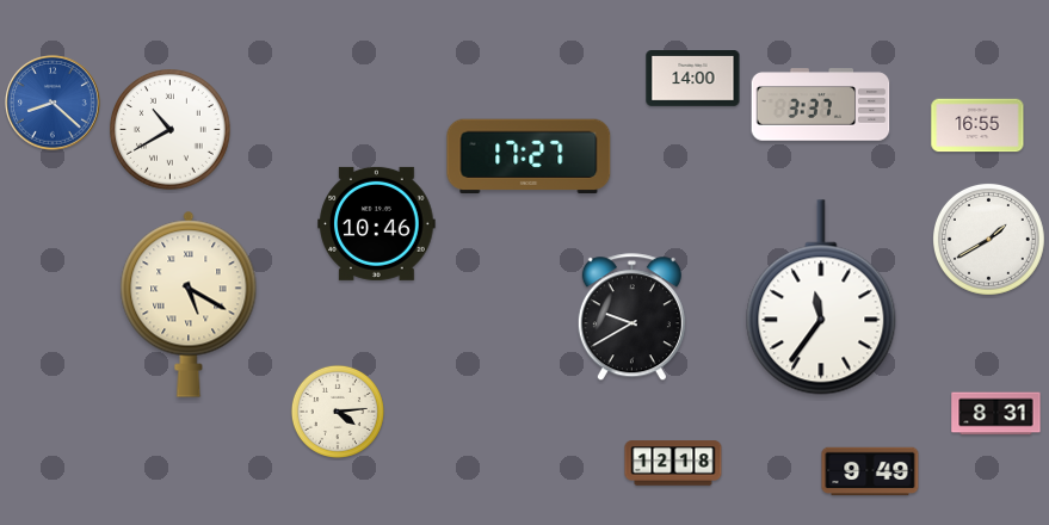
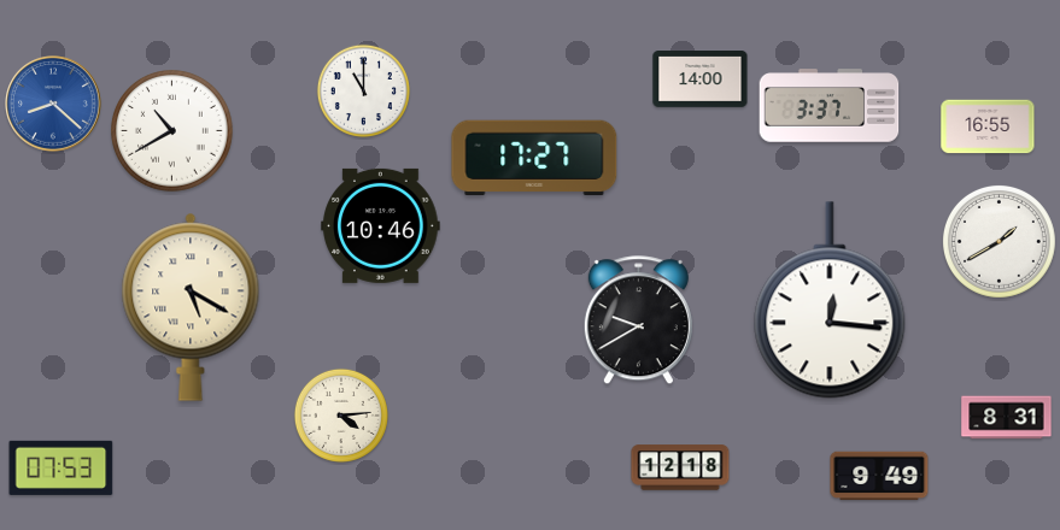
clock at (363, 90): none -> 11:00
clock at (821, 297): 11:36 -> 12:16
clock at (62, 467): none -> 07:53
